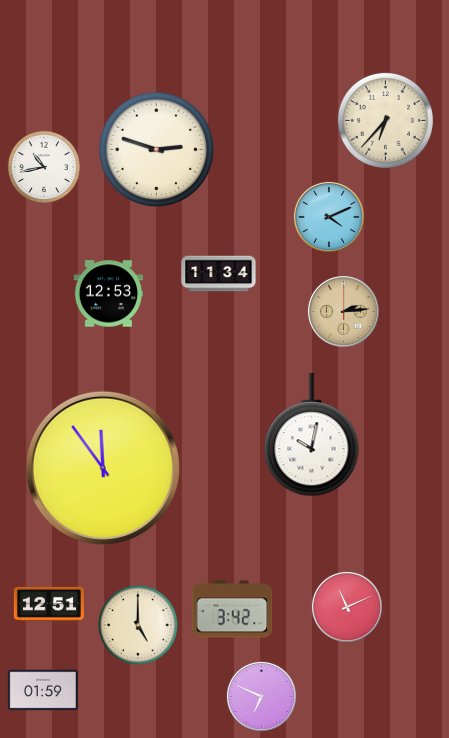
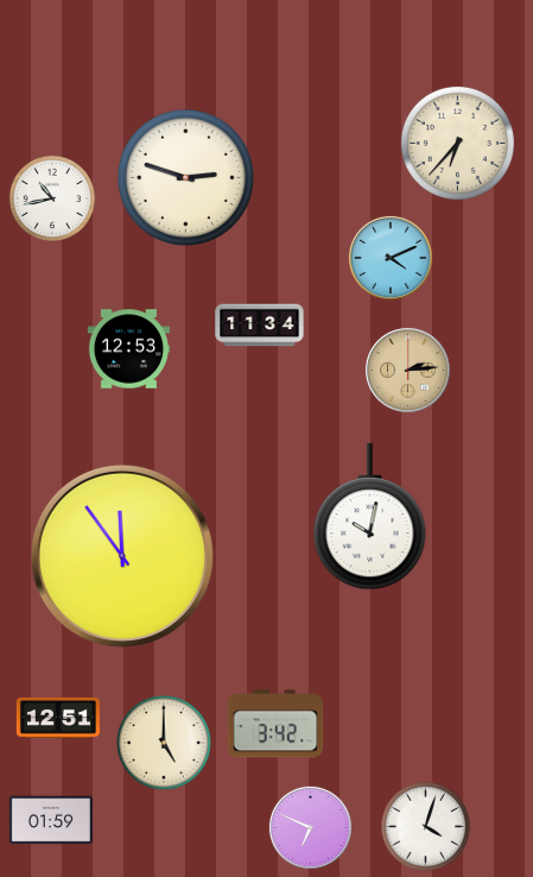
clock at (347, 607): 11:11 -> none
clock at (425, 826): none -> 4:03
